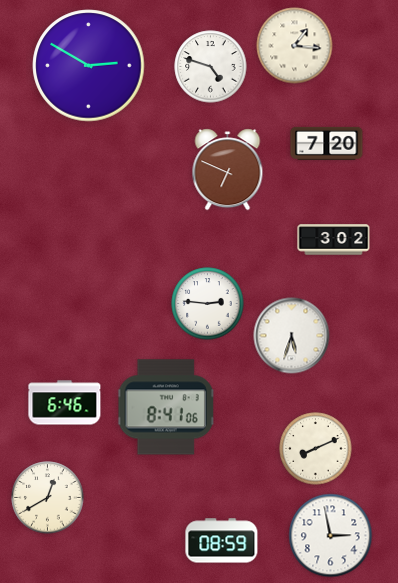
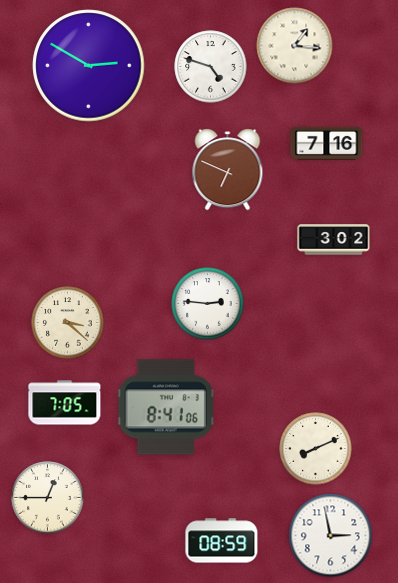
clock at (327, 143): 7:20 -> 7:16
clock at (68, 323): none -> 3:22
clock at (292, 336): 5:33 -> none
clock at (65, 403): 6:46 -> 7:05
clock at (48, 498): 12:40 -> 12:45
